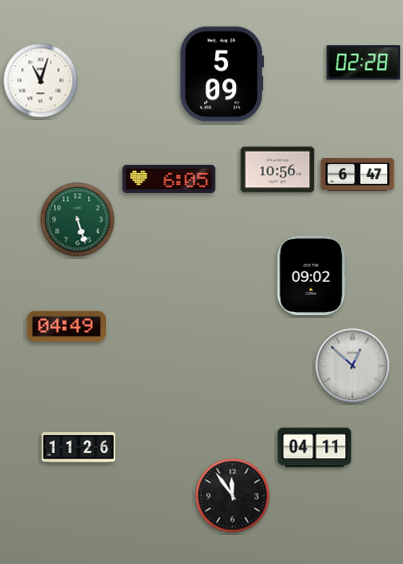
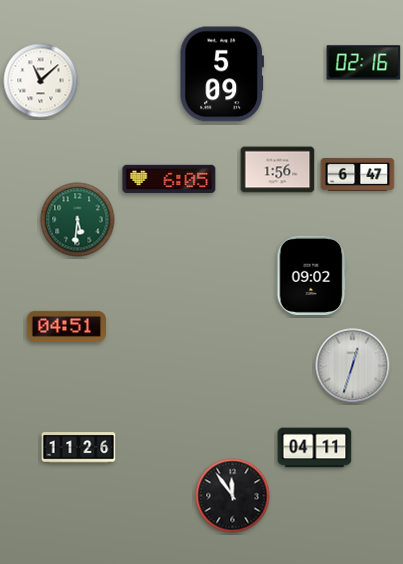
clock at (364, 63): 02:28 -> 02:16
clock at (41, 81): 11:03 -> 11:08
clock at (278, 170): 10:56 -> 1:56
clock at (78, 220): 5:27 -> 5:31
clock at (66, 326): 04:49 -> 04:51
clock at (353, 366): 12:52 -> 12:33
